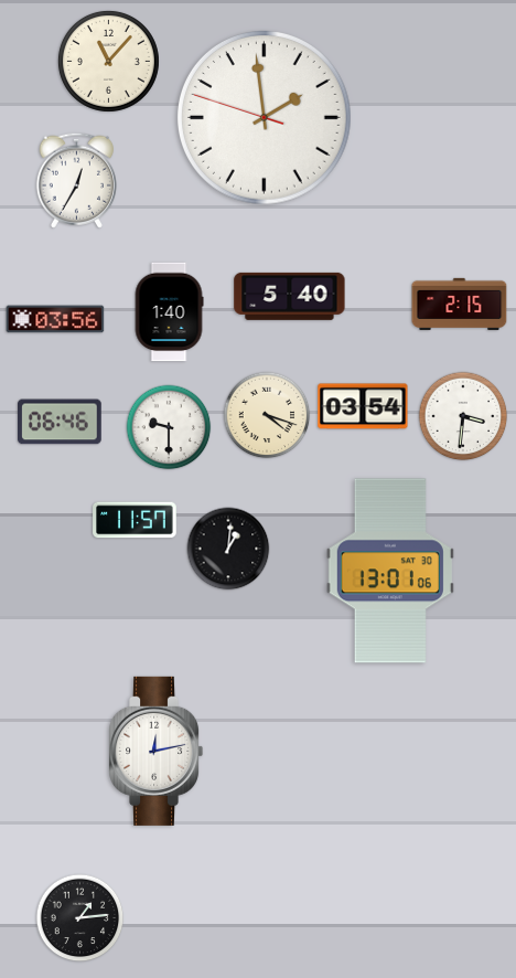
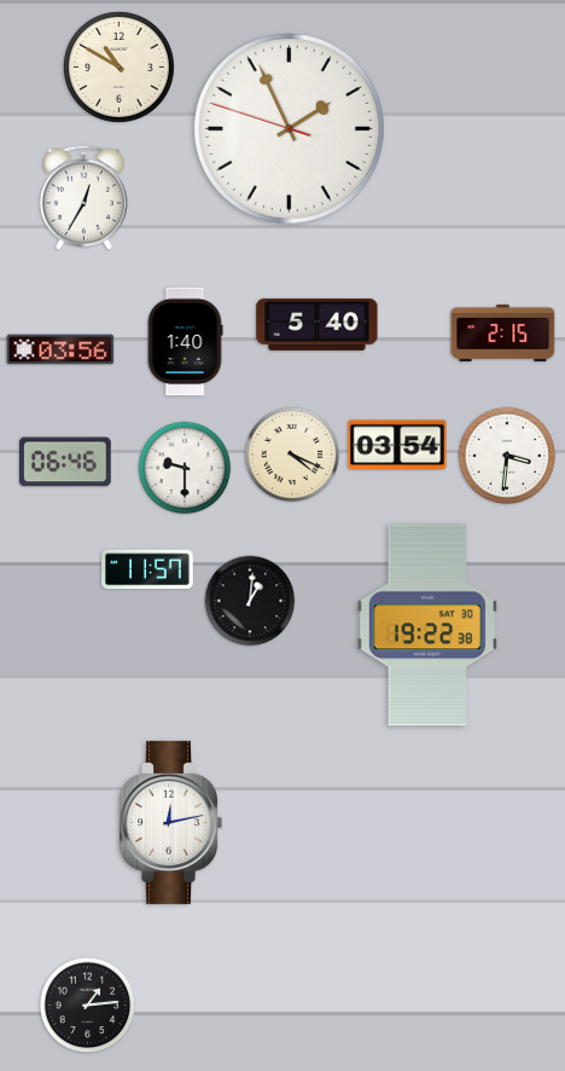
clock at (108, 61): 11:07 -> 10:50
clock at (264, 117): 1:58 -> 1:55
clock at (267, 415): 4:18 -> 4:19
clock at (390, 571): 13:01 -> 19:22
